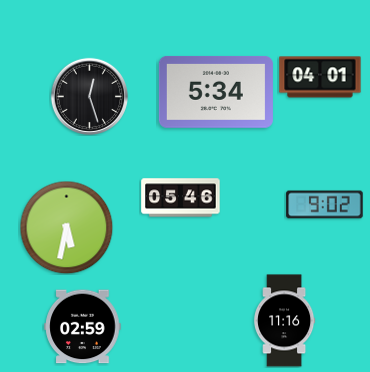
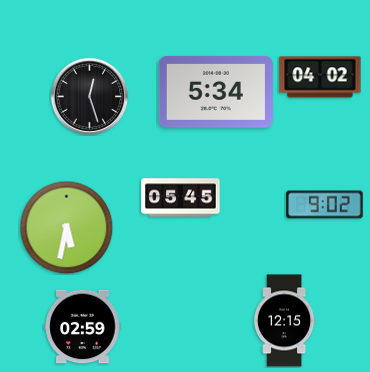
clock at (320, 77): 04:01 -> 04:02
clock at (181, 198): 05:46 -> 05:45
clock at (285, 321): 11:16 -> 12:15
